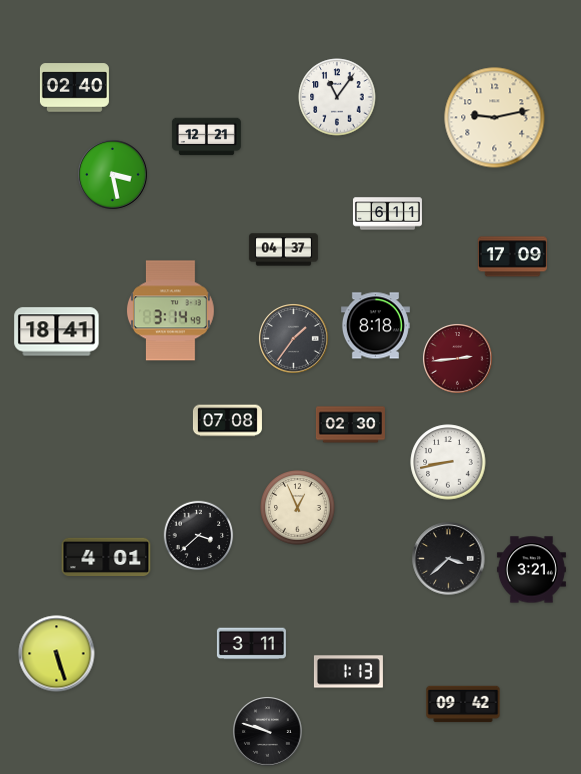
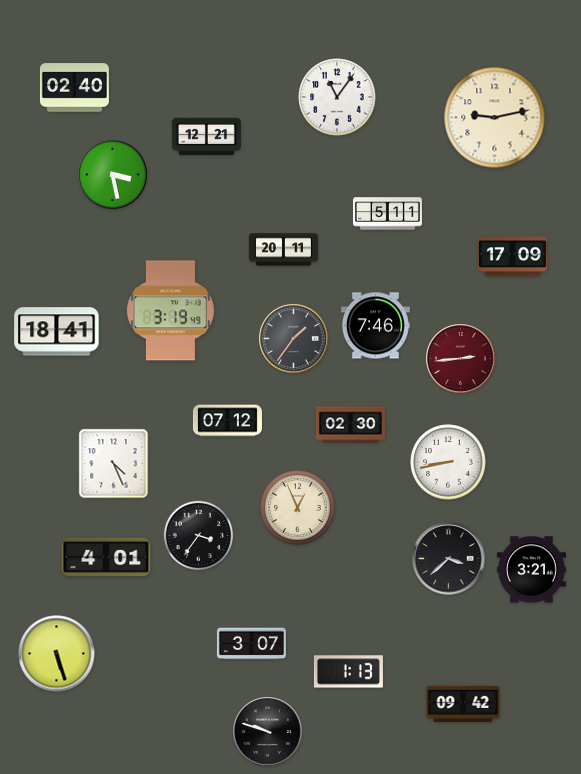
clock at (387, 214): 6:11 -> 5:11
clock at (283, 250): 04:37 -> 20:11
clock at (170, 311): 3:14 -> 3:19
clock at (375, 326): 8:18 -> 7:46
clock at (458, 359) position: (458, 359) -> (461, 359)
clock at (227, 421): 07:08 -> 07:12
clock at (114, 464): none -> 4:26
clock at (199, 536): 3:38 -> 3:36
clock at (251, 644): 3:11 -> 3:07
